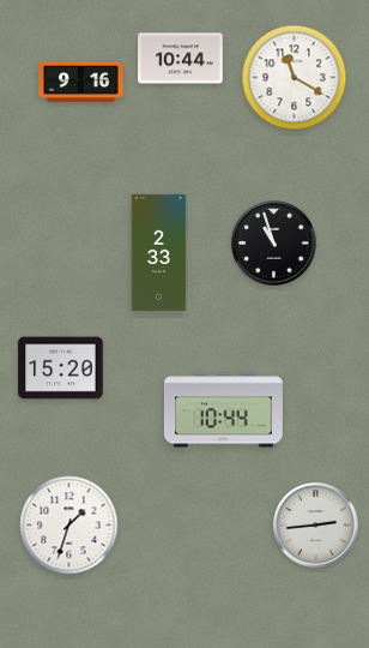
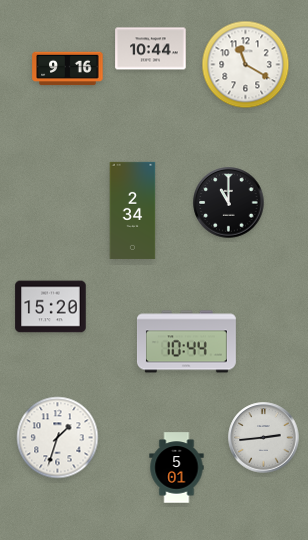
clock at (274, 244): 10:57 -> 11:00
clock at (159, 252): 2:33 -> 2:34
clock at (177, 468): none -> 5:01
